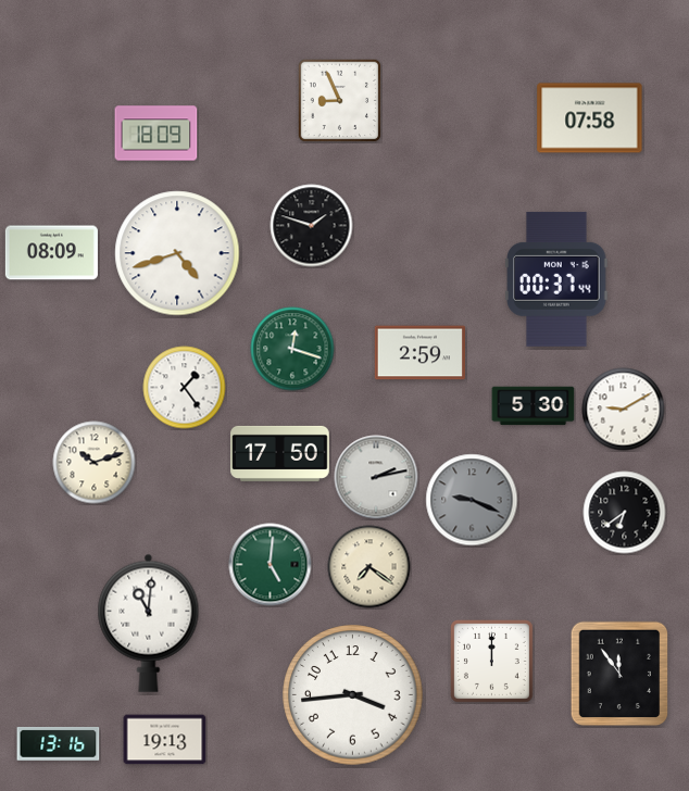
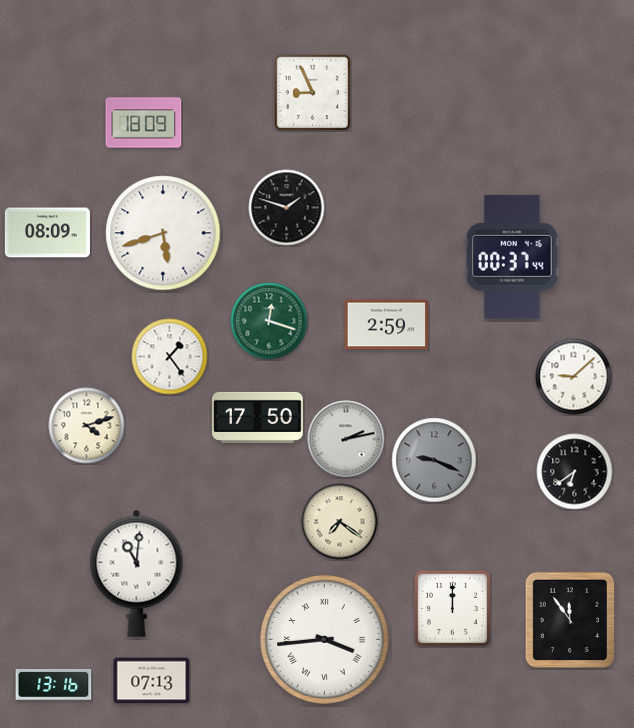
clock at (590, 118): 07:58 -> none
clock at (177, 253): 4:42 -> 5:42
clock at (534, 406): 5:30 -> none
clock at (624, 410): 9:10 -> 9:08
clock at (95, 463): 10:12 -> 4:12
clock at (271, 565): 5:01 -> none
clock at (353, 695) numerals: Arabic -> Roman
clock at (165, 740): 19:13 -> 07:13
